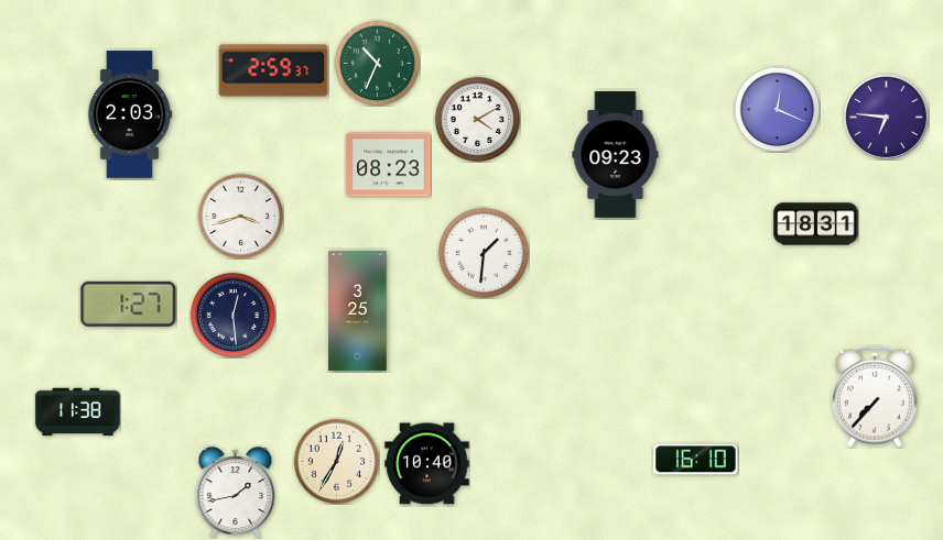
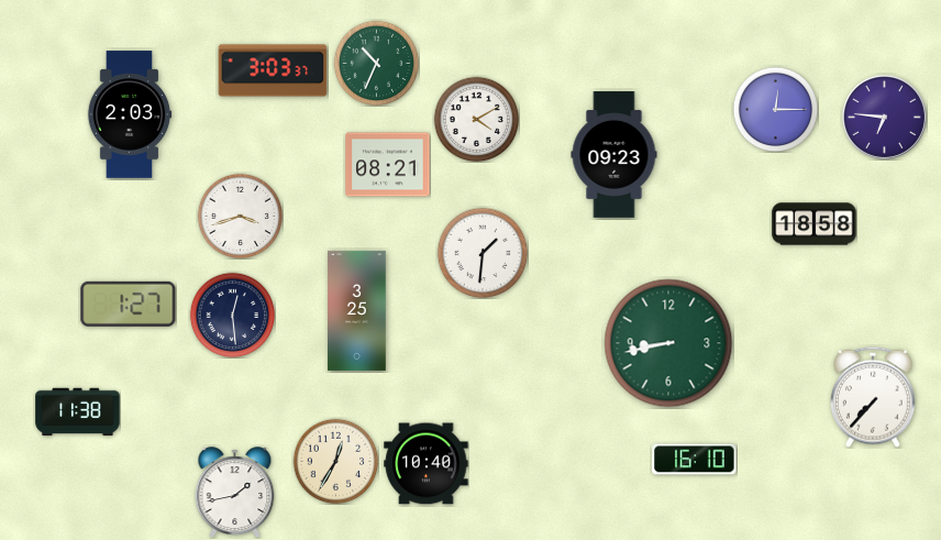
clock at (273, 70): 2:59 -> 3:03
clock at (777, 109): 12:19 -> 12:15
clock at (389, 165): 08:23 -> 08:21
clock at (816, 224): 18:31 -> 18:58
clock at (668, 343): none -> 8:43
